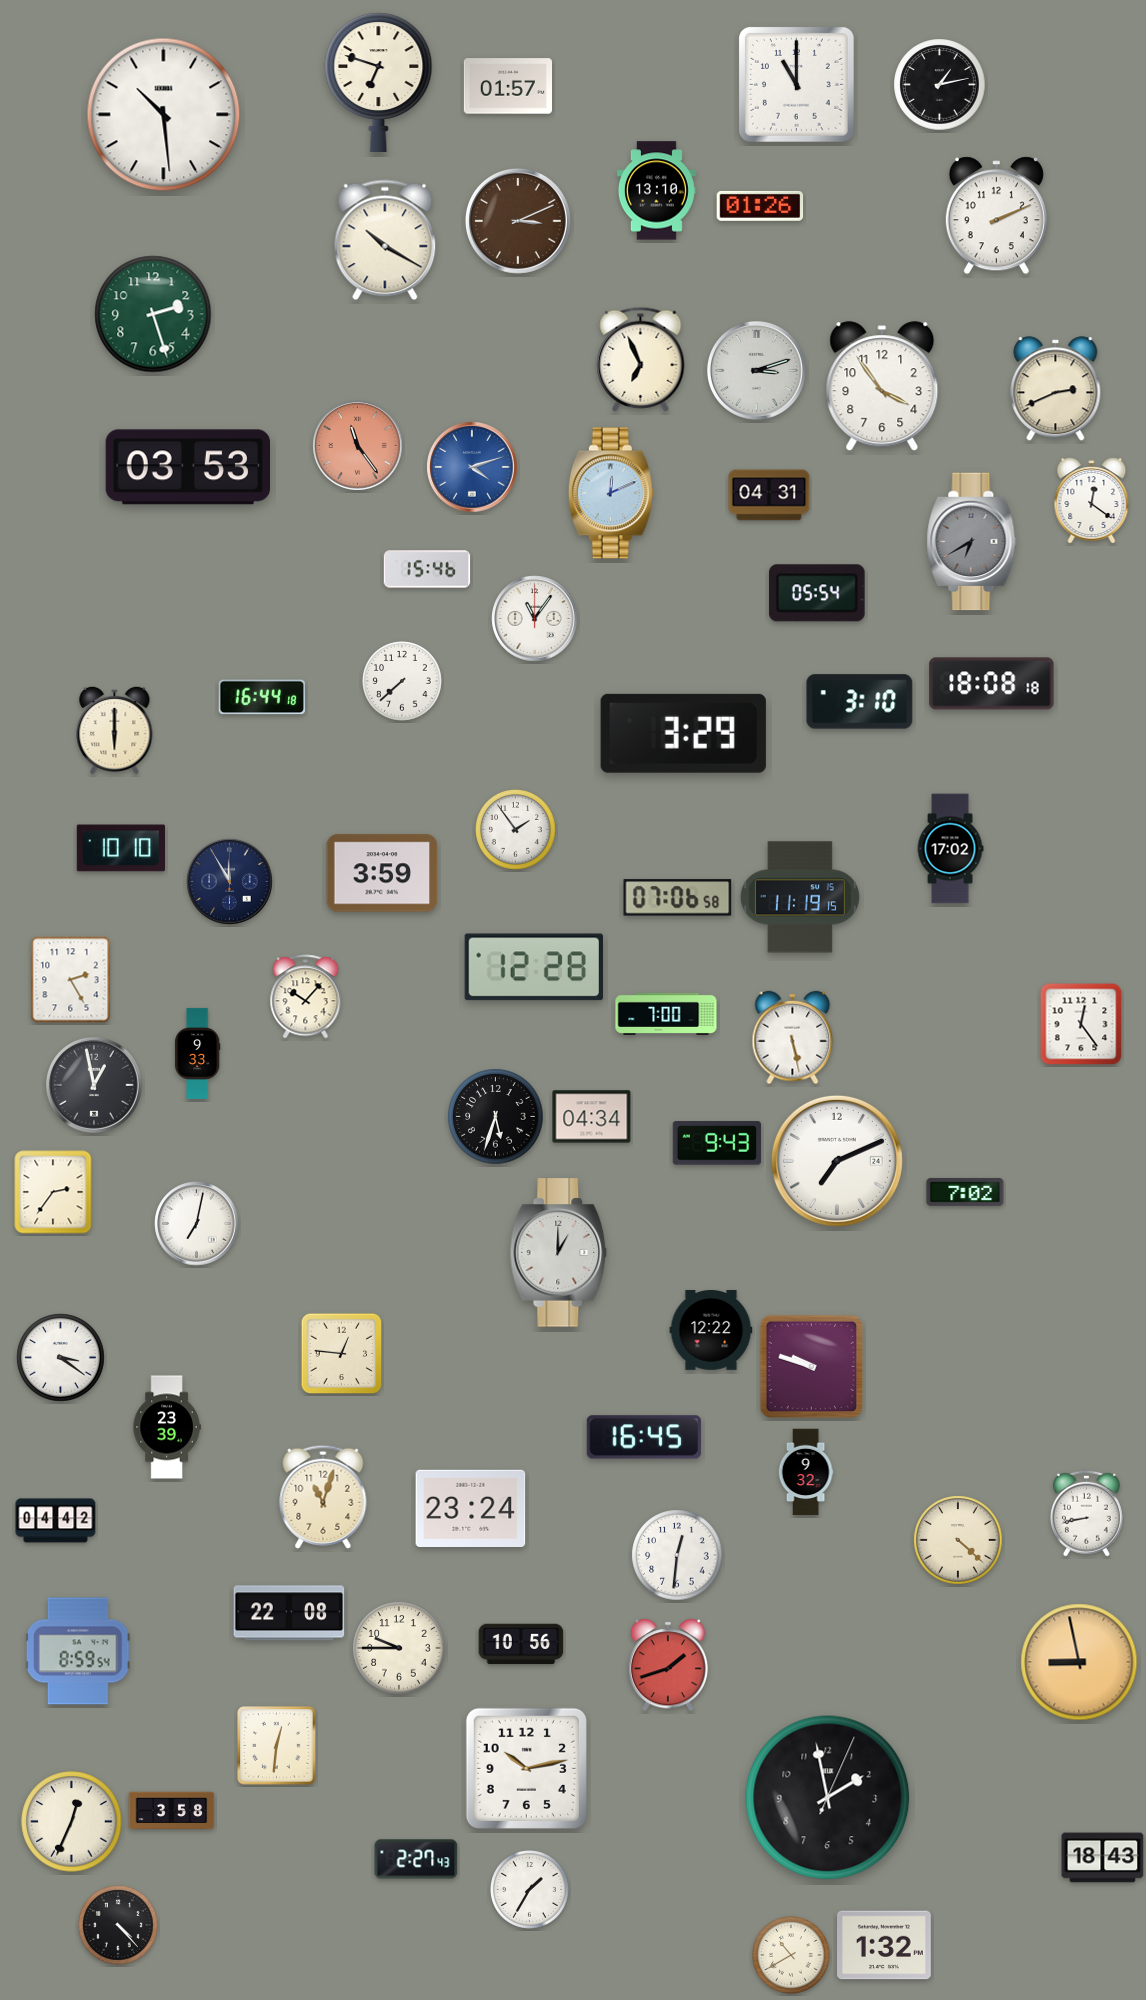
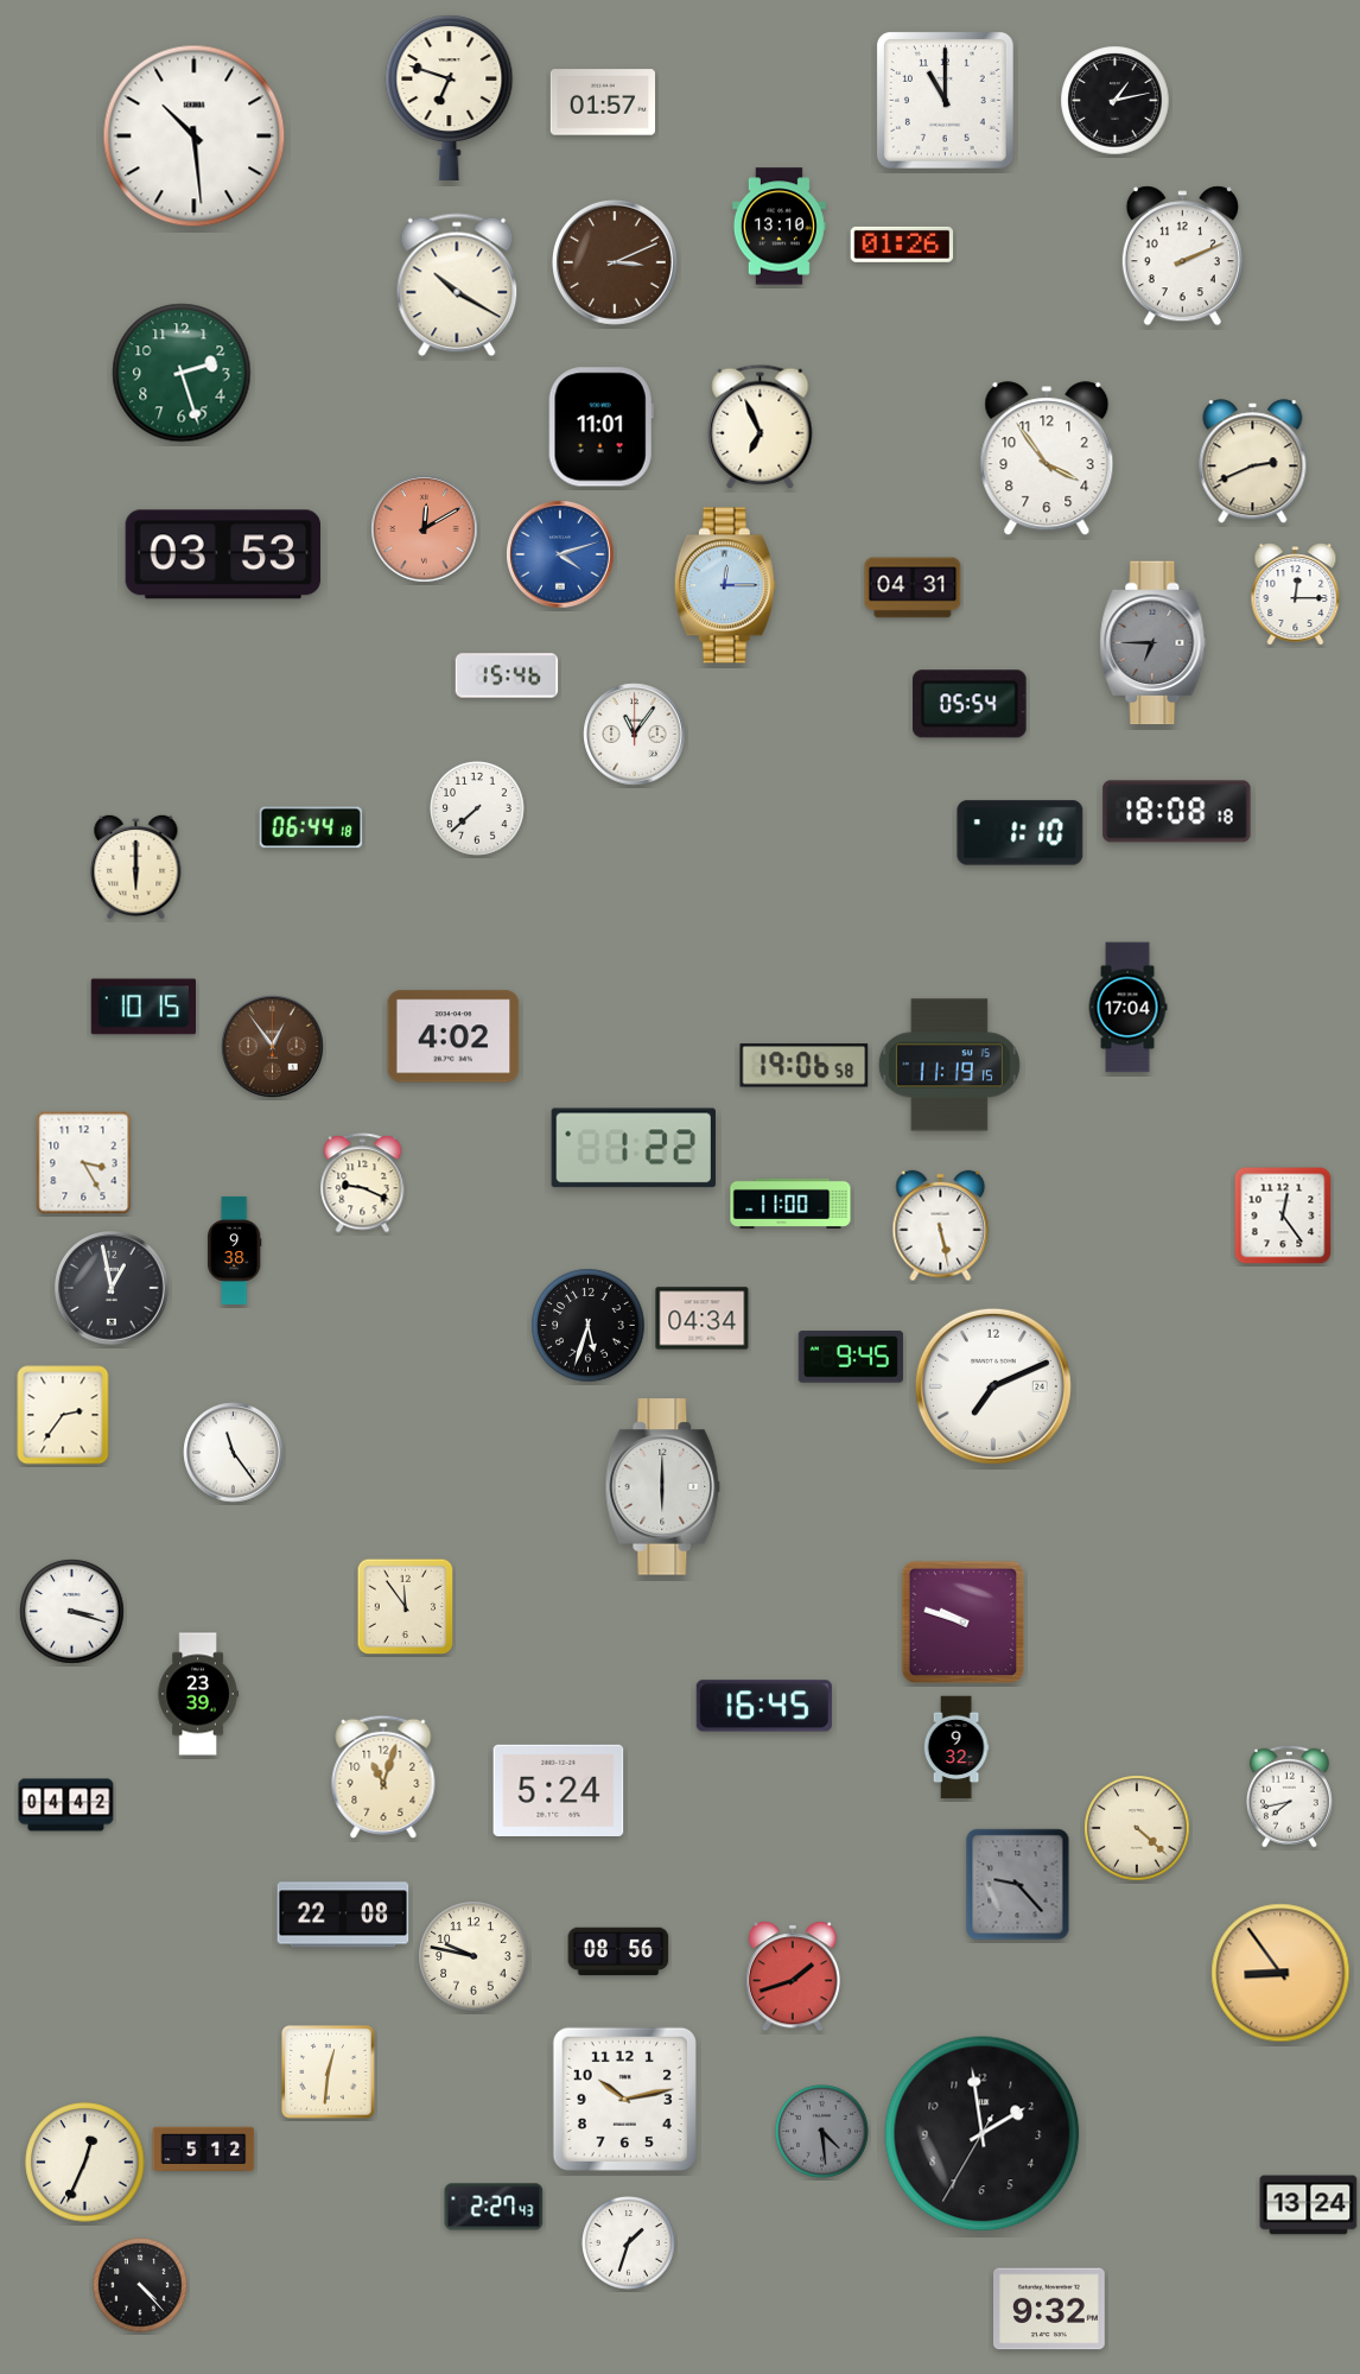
clock at (600, 427): none -> 11:01
clock at (757, 371): 3:12 -> none
clock at (358, 446): 11:24 -> 12:10
clock at (611, 493): 12:11 -> 12:15
clock at (1092, 501): 12:21 -> 12:15
clock at (972, 542): 6:40 -> 6:45
clock at (262, 697): 16:44 -> 06:44
clock at (860, 702): 3:10 -> 1:10
clock at (683, 733): 3:29 -> none
clock at (516, 830): 1:54 -> none
clock at (120, 848): 10:10 -> 10:15
clock at (950, 849): 17:02 -> 17:04
clock at (382, 873): 3:59 -> 4:02
clock at (230, 882): 11:55 -> 12:54
clock at (230, 882) dial: navy -> brown
clock at (678, 898): 07:06 -> 19:06
clock at (534, 967): 12:28 -> 1:22
clock at (71, 980): 2:25 -> 3:25
clock at (306, 997): 10:07 -> 9:19
clock at (666, 1014): 7:00 -> 11:00
clock at (793, 1038) position: (793, 1038) -> (941, 1226)
clock at (198, 1053): 9:33 -> 9:38
clock at (592, 1117) position: (592, 1117) -> (703, 1319)
clock at (717, 1143): 9:43 -> 9:45
clock at (837, 1161) position: (837, 1161) -> (993, 1386)
clock at (965, 1192): 7:02 -> none
clock at (197, 1224): 7:02 -> 11:24
clock at (559, 1253): 1:00 -> 6:00
clock at (711, 1331): 12:22 -> none
clock at (342, 1354): 12:46 -> 11:54
clock at (61, 1358): 3:21 -> 3:18
clock at (471, 1508): 23:24 -> 5:24
clock at (1086, 1513): 8:43 -> 7:43
clock at (677, 1555): 12:31 -> none
clock at (1018, 1885): none -> 9:23
clock at (521, 1644): 10:56 -> 08:56
clock at (399, 1648): 9:45 -> 9:47
clock at (78, 1651): 8:59 -> none
clock at (1079, 1662): 8:58 -> 8:54
clock at (822, 2132): none -> 4:29
clock at (828, 1798): 1:58:04 -> 1:58:35
clock at (172, 1811): 3:58 -> 5:12
clock at (1103, 1858): 18:43 -> 13:24
clock at (530, 1890): 1:35 -> 1:33
clock at (885, 1945): 1:32 -> 9:32
clock at (792, 1956): 10:40 -> none
